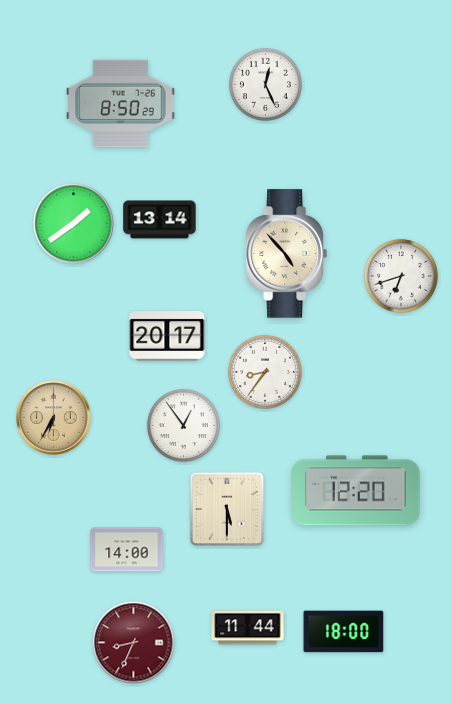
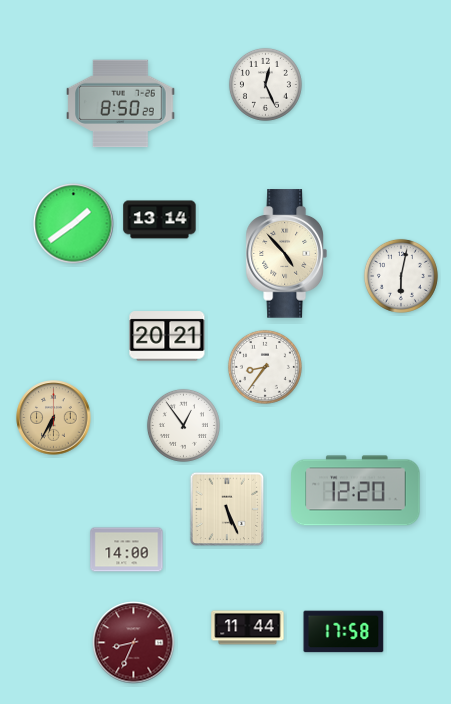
clock at (401, 276): 6:42 -> 6:02
clock at (167, 336): 20:17 -> 20:21
clock at (265, 372) position: (265, 372) -> (265, 367)
clock at (227, 509): 5:30 -> 5:26
clock at (344, 632): 18:00 -> 17:58
